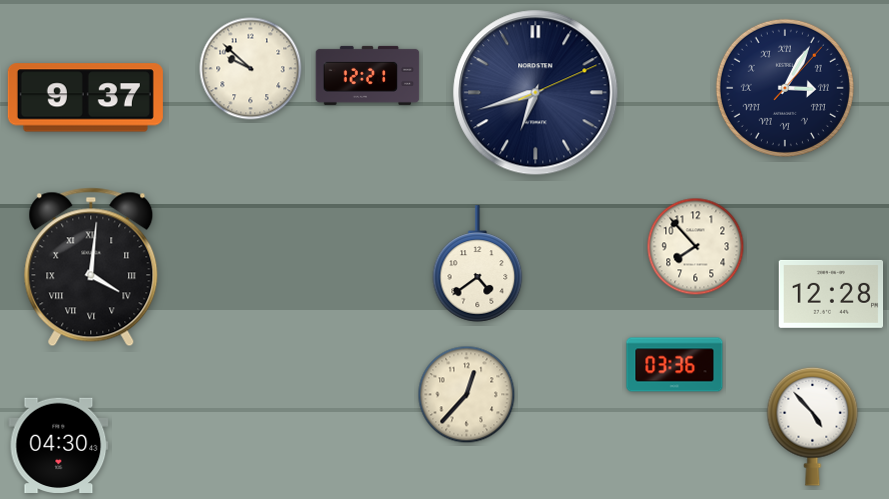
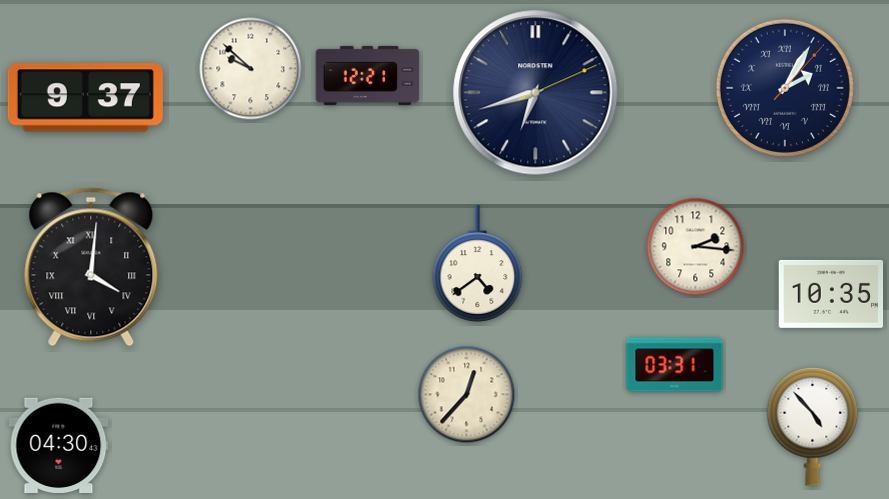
clock at (785, 88): 3:05 -> 2:05
clock at (696, 247): 7:53 -> 2:16
clock at (831, 294): 12:28 -> 10:35
clock at (675, 365): 03:36 -> 03:31
